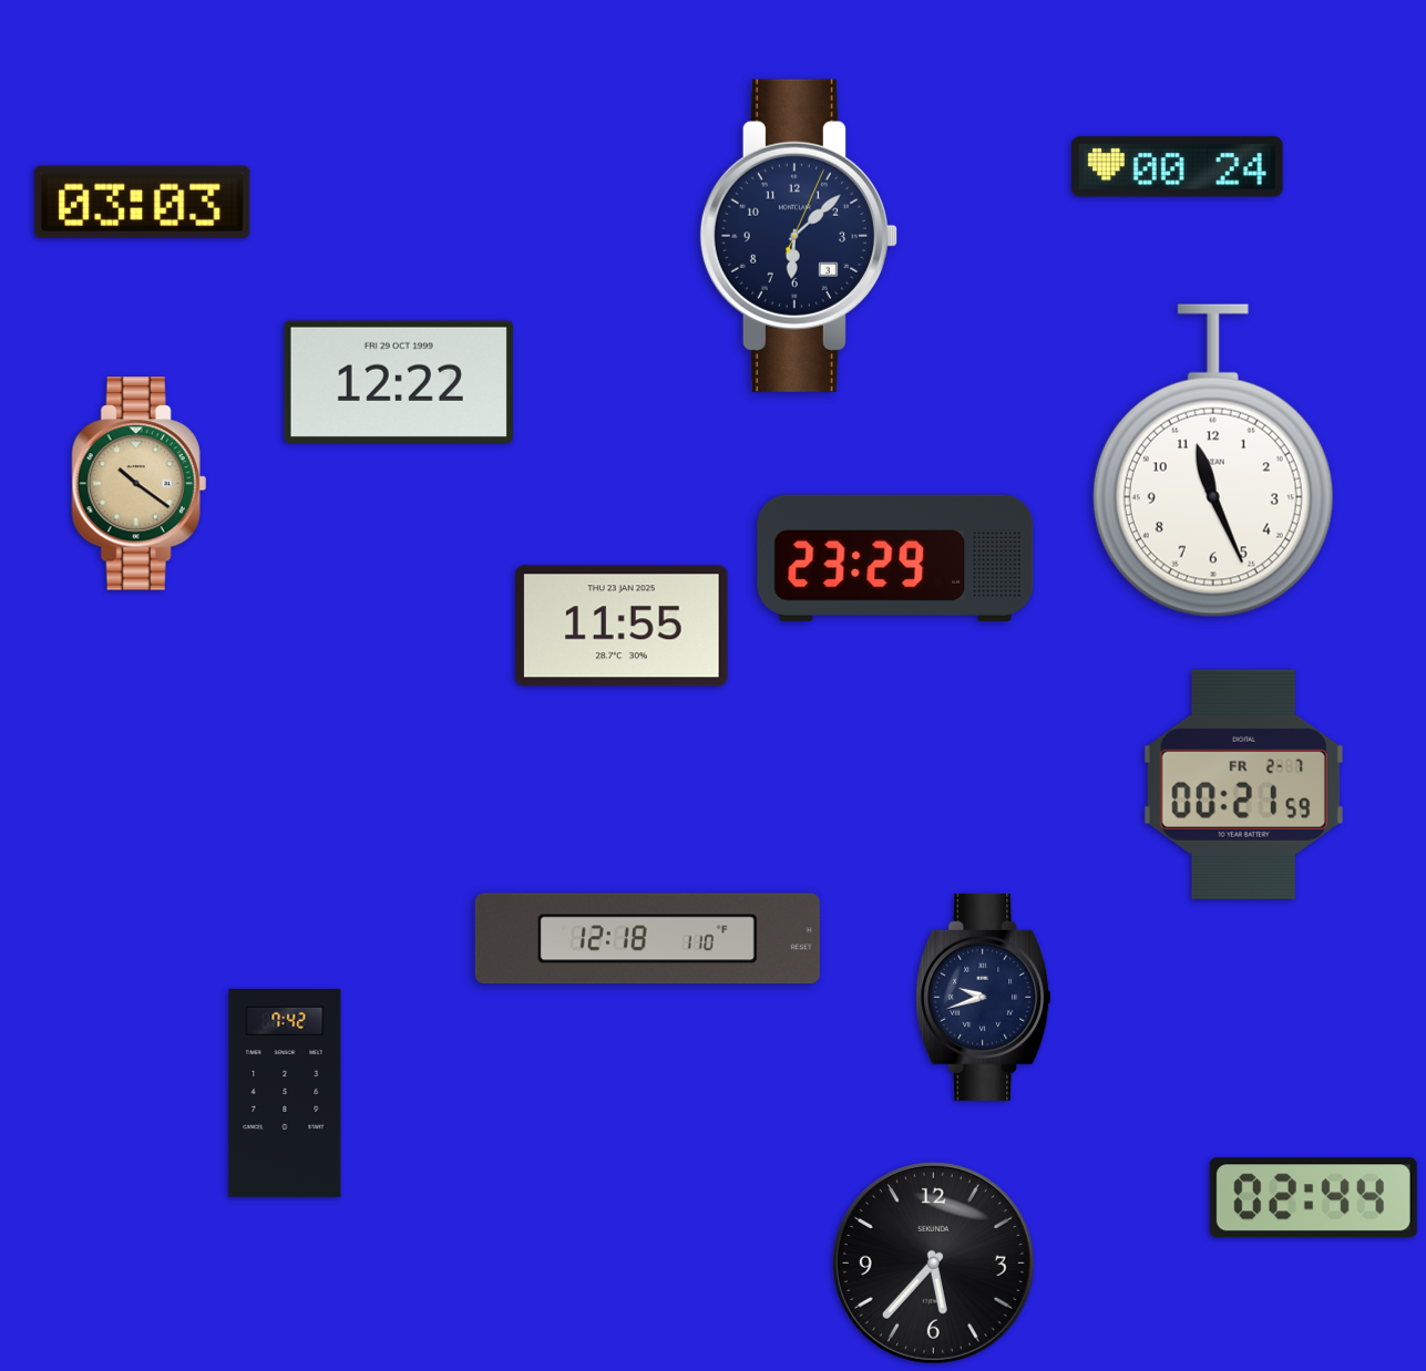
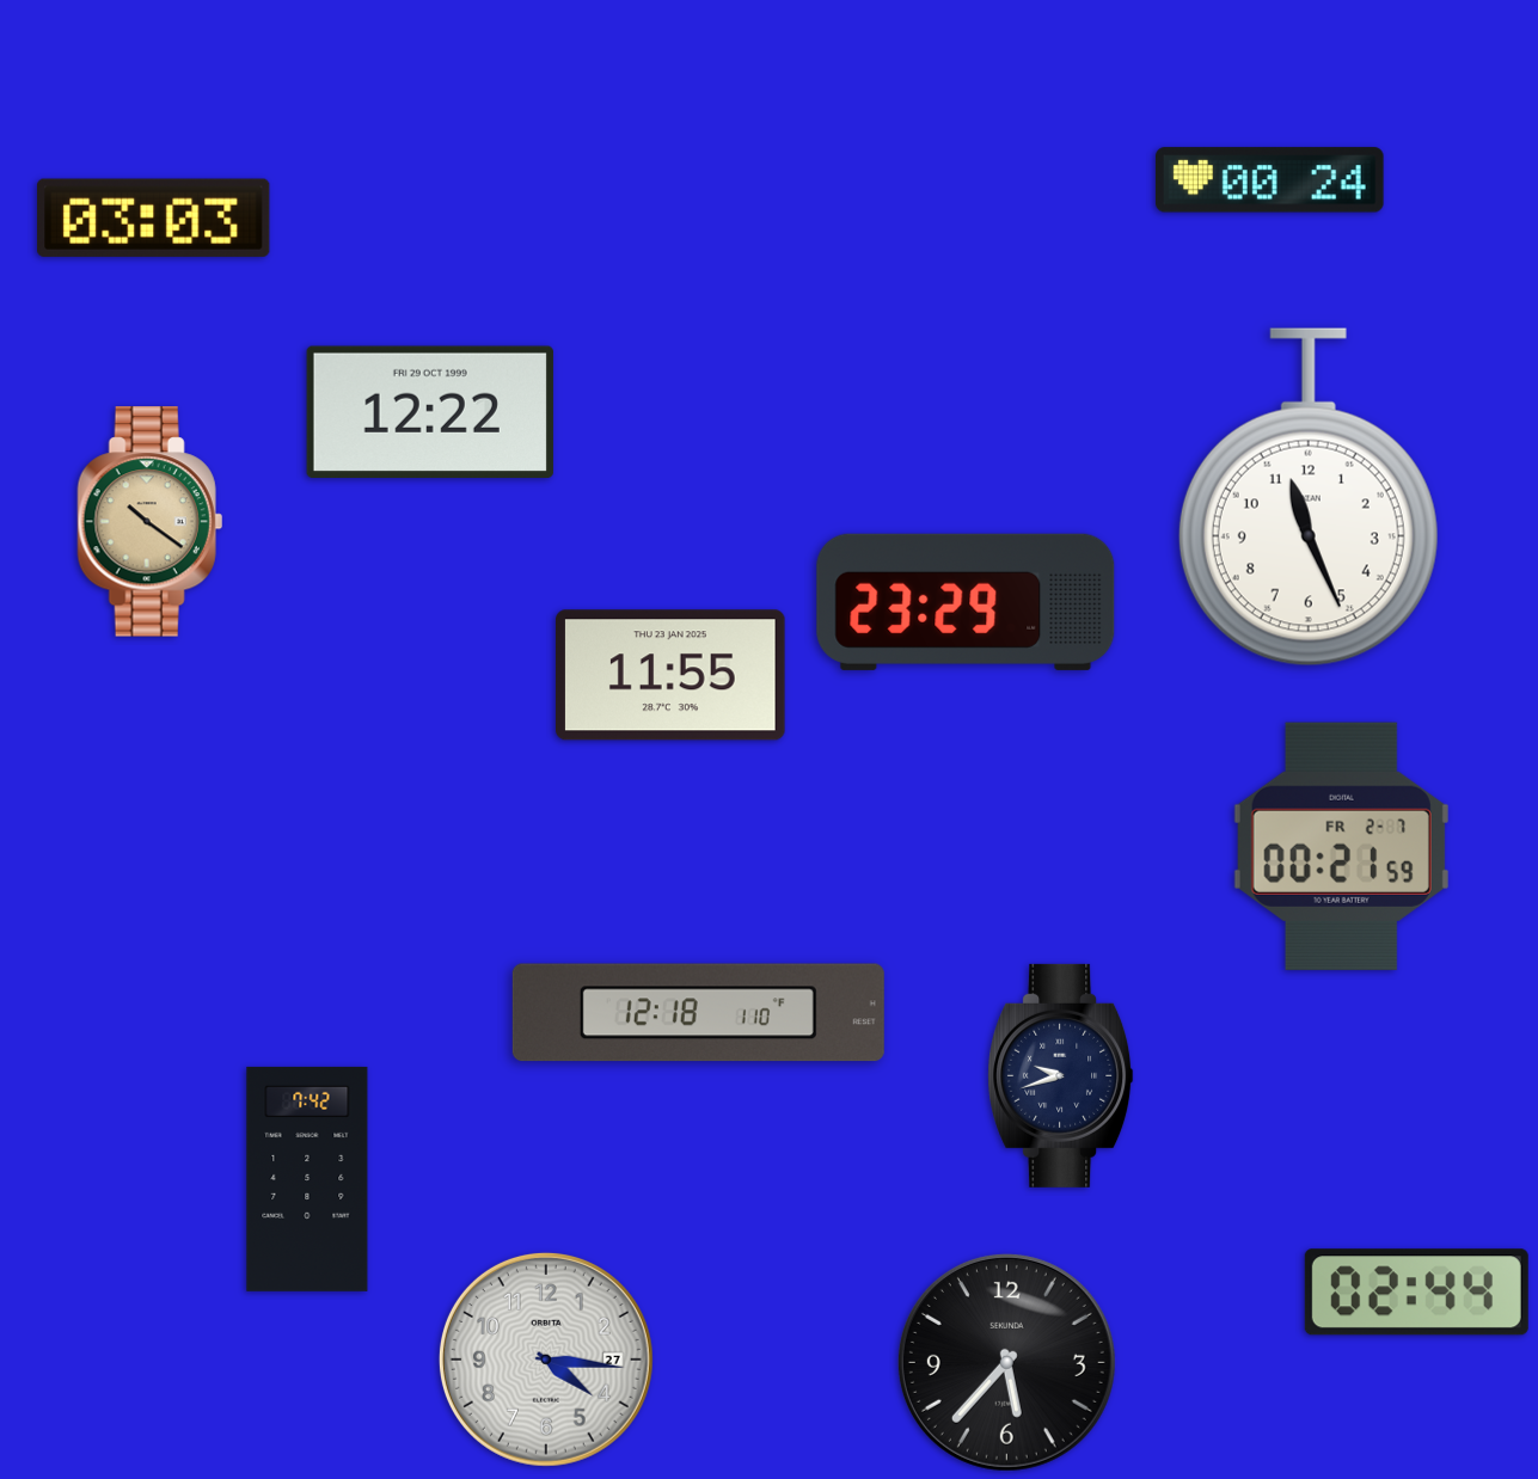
clock at (799, 236): 6:08 -> none
clock at (546, 1360): none -> 4:16
